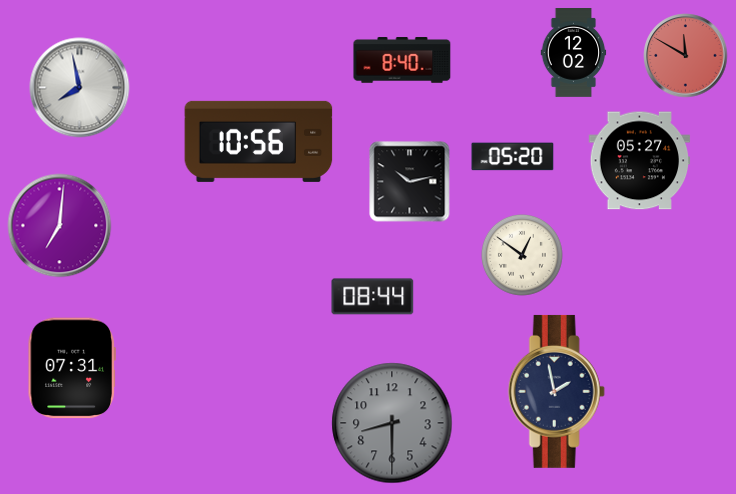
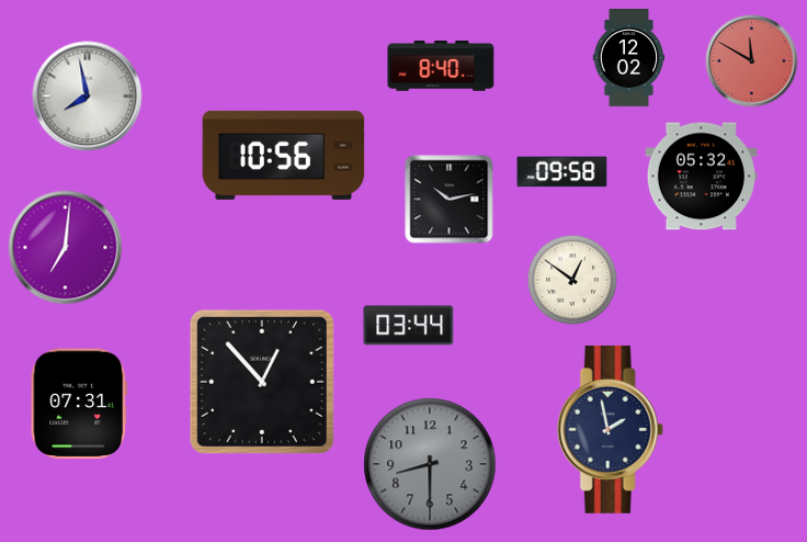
clock at (513, 157): 05:20 -> 09:58
clock at (640, 161): 05:27 -> 05:32
clock at (373, 297): 08:44 -> 03:44
clock at (262, 382): none -> 12:53
